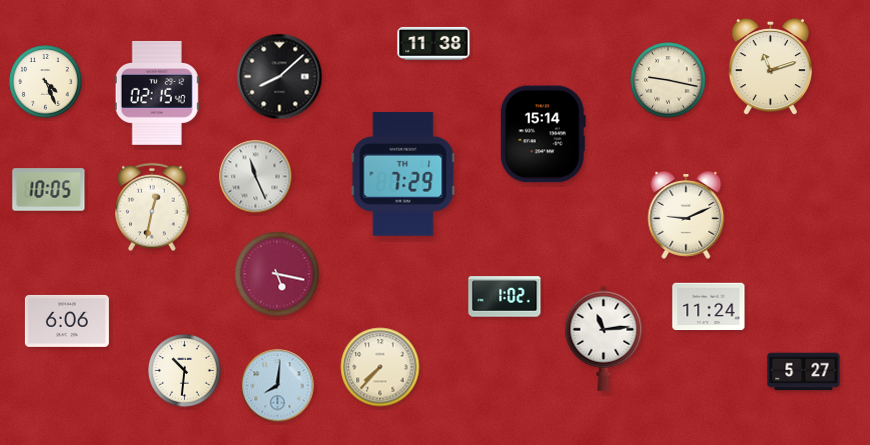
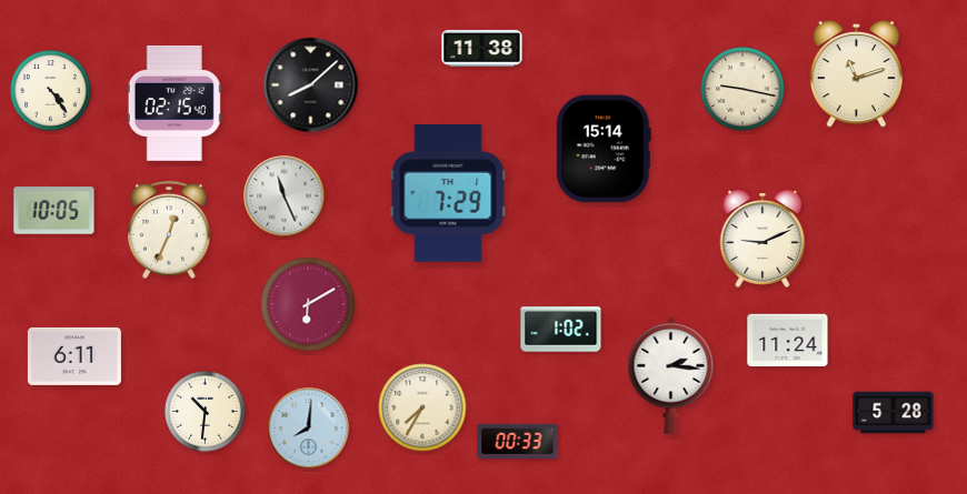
clock at (46, 82): 4:26 -> 4:24
clock at (152, 207): 12:32 -> 12:34
clock at (277, 274): 5:17 -> 6:10
clock at (67, 321): 6:06 -> 6:11
clock at (604, 338): 11:14 -> 2:16
clock at (380, 367): 7:37 -> 7:35
clock at (804, 372): 5:27 -> 5:28
clock at (518, 441): none -> 00:33
